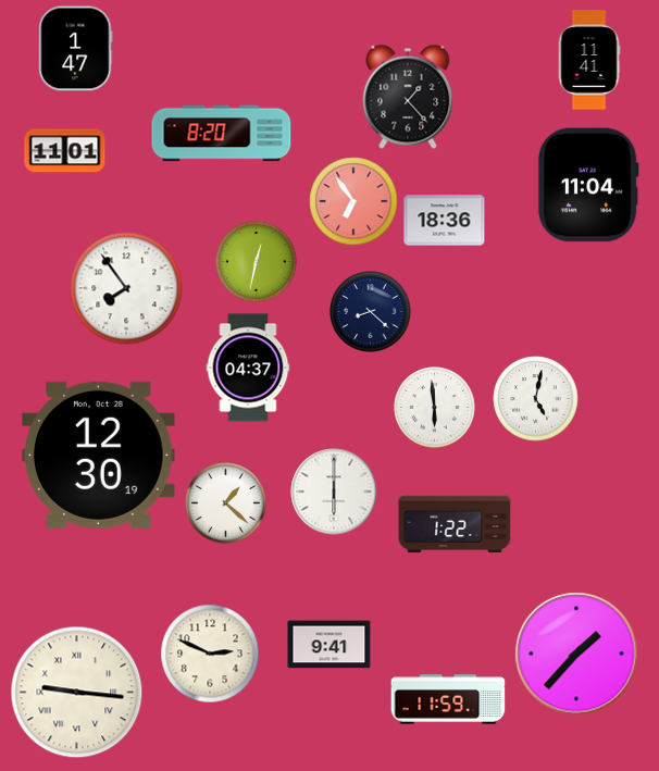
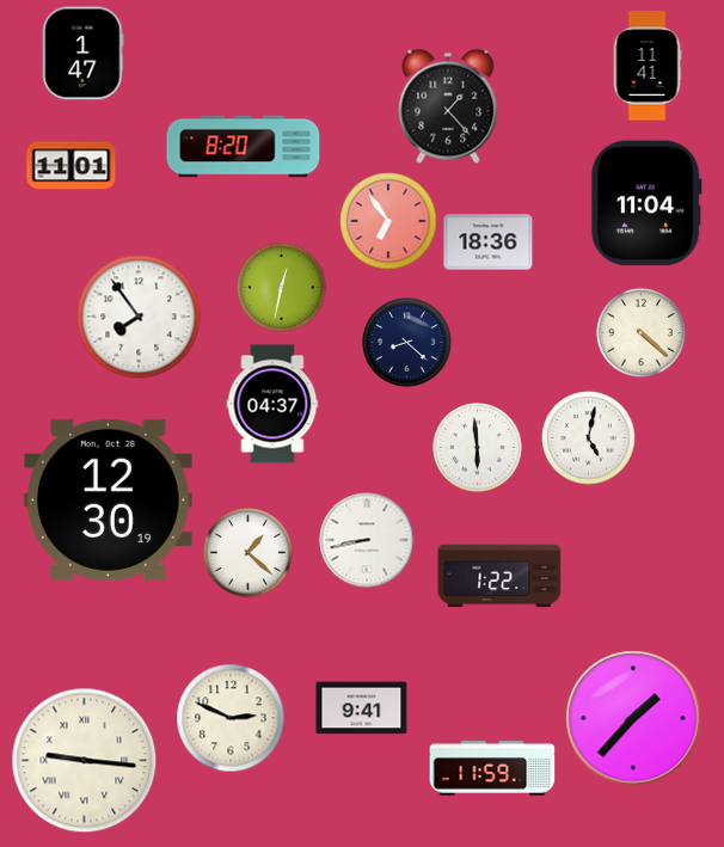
clock at (642, 333): none -> 4:22
clock at (334, 492): 6:00 -> 8:43
